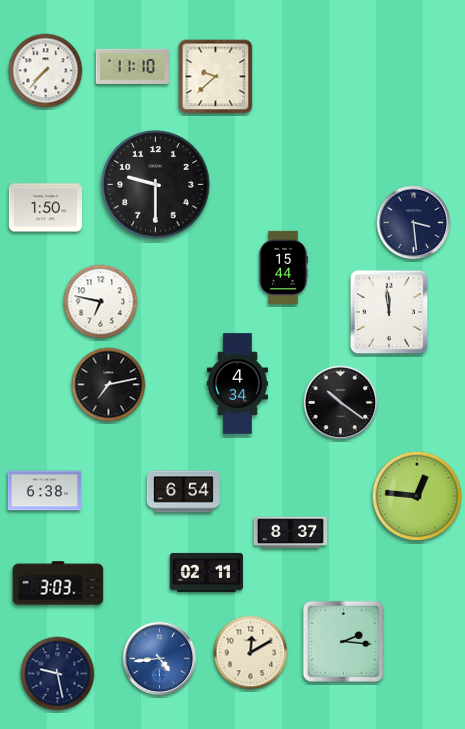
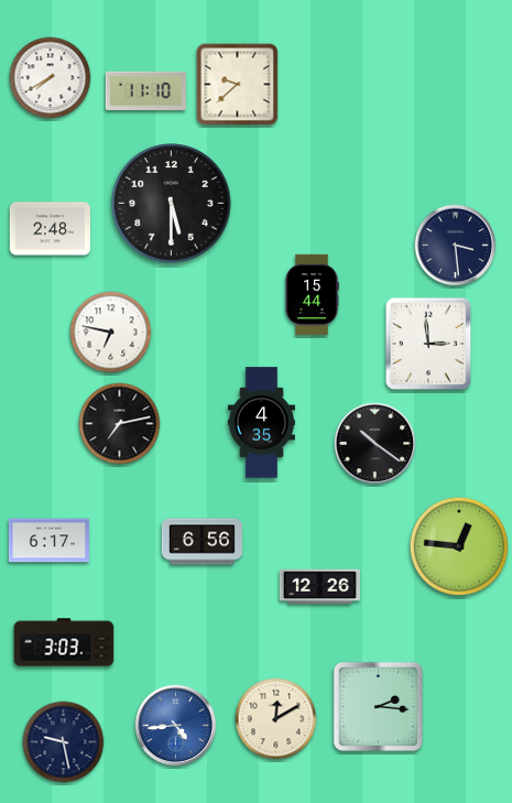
clock at (132, 66) position: (132, 66) -> (145, 90)
clock at (46, 71): 7:37 -> 7:40
clock at (156, 185): 9:30 -> 5:30
clock at (45, 208): 1:50 -> 2:48
clock at (389, 312): 11:59 -> 2:59
clock at (237, 384): 4:34 -> 4:35
clock at (44, 491): 6:38 -> 6:17
clock at (183, 492): 6:54 -> 6:56
clock at (290, 533): 8:37 -> 12:26
clock at (206, 572): 02:11 -> none
